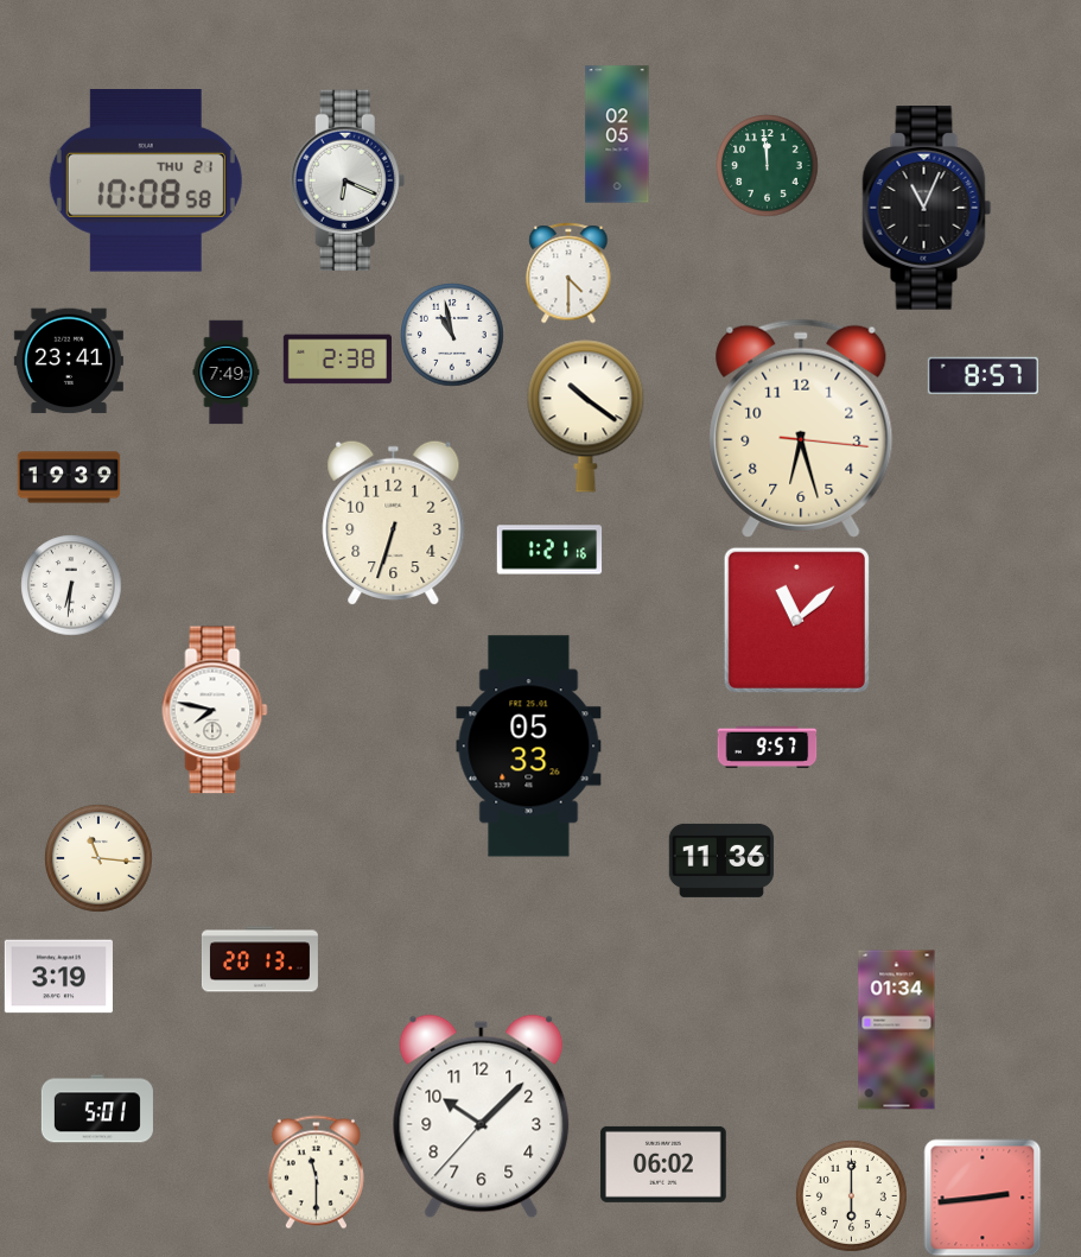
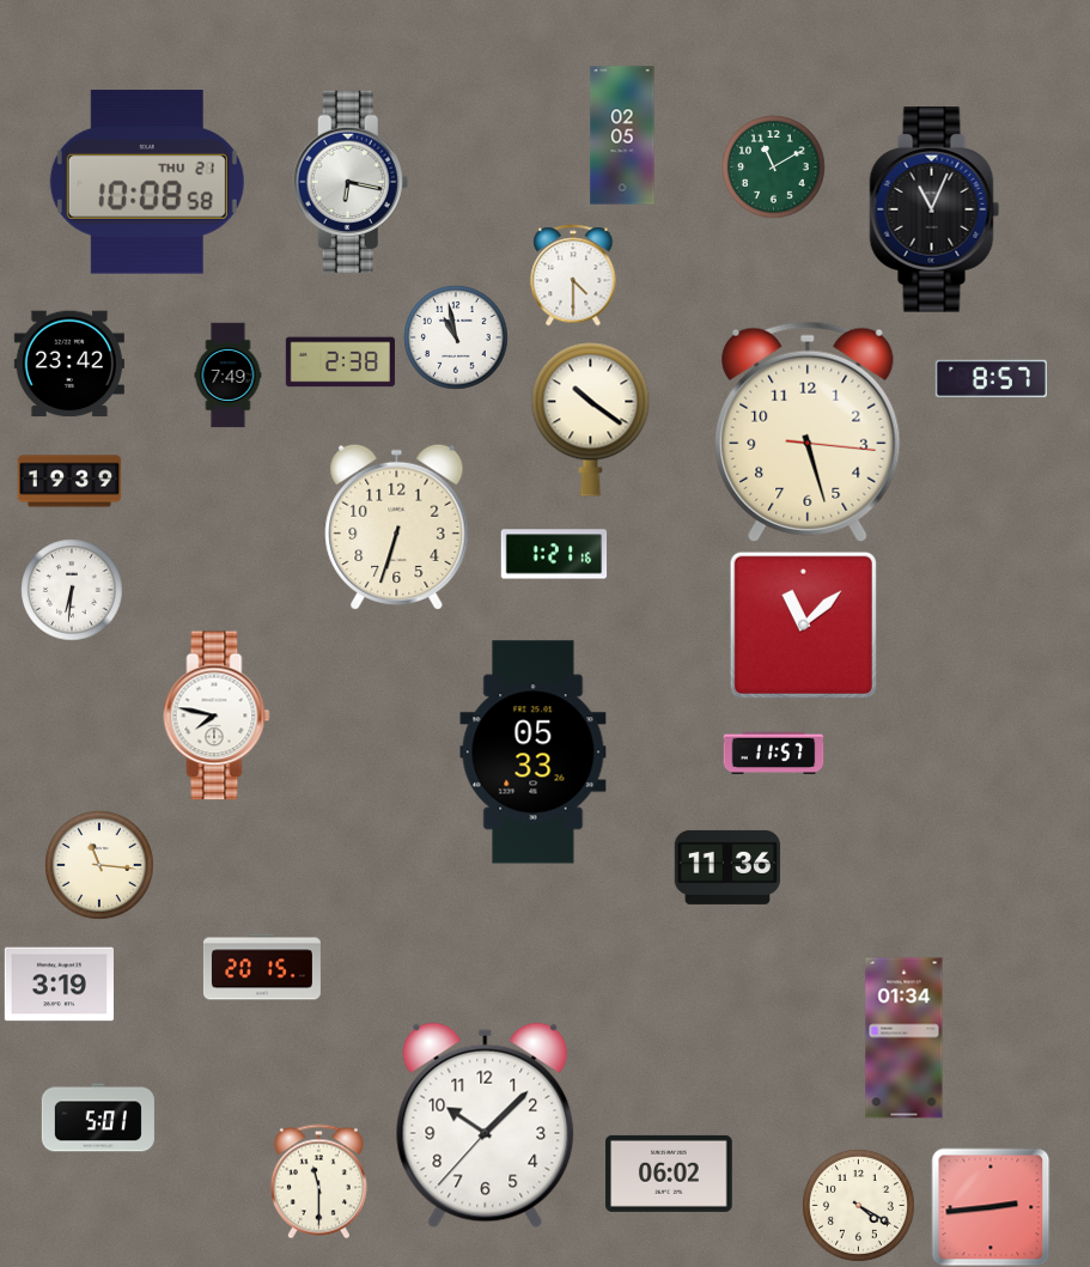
clock at (767, 165): 11:59 -> 11:10
clock at (348, 179): 6:19 -> 6:17
clock at (69, 361): 23:41 -> 23:42
clock at (801, 428): 6:27 -> 5:27
clock at (767, 748): 9:57 -> 11:57
clock at (260, 959): 20:13 -> 20:15
clock at (851, 1195): 6:00 -> 4:20
